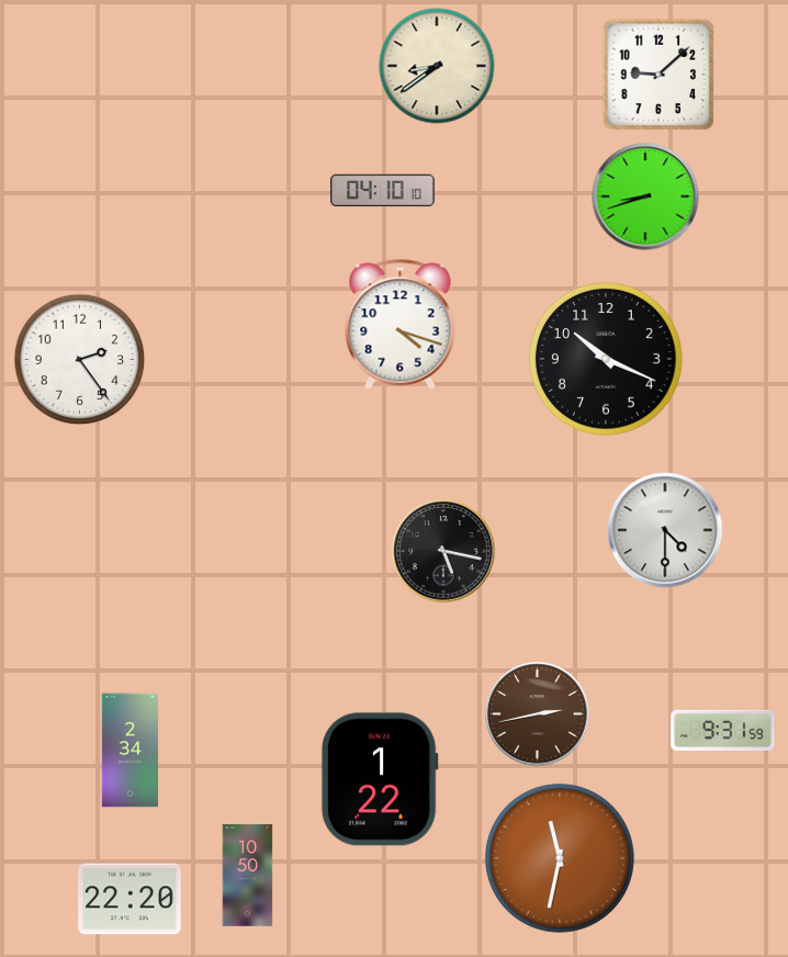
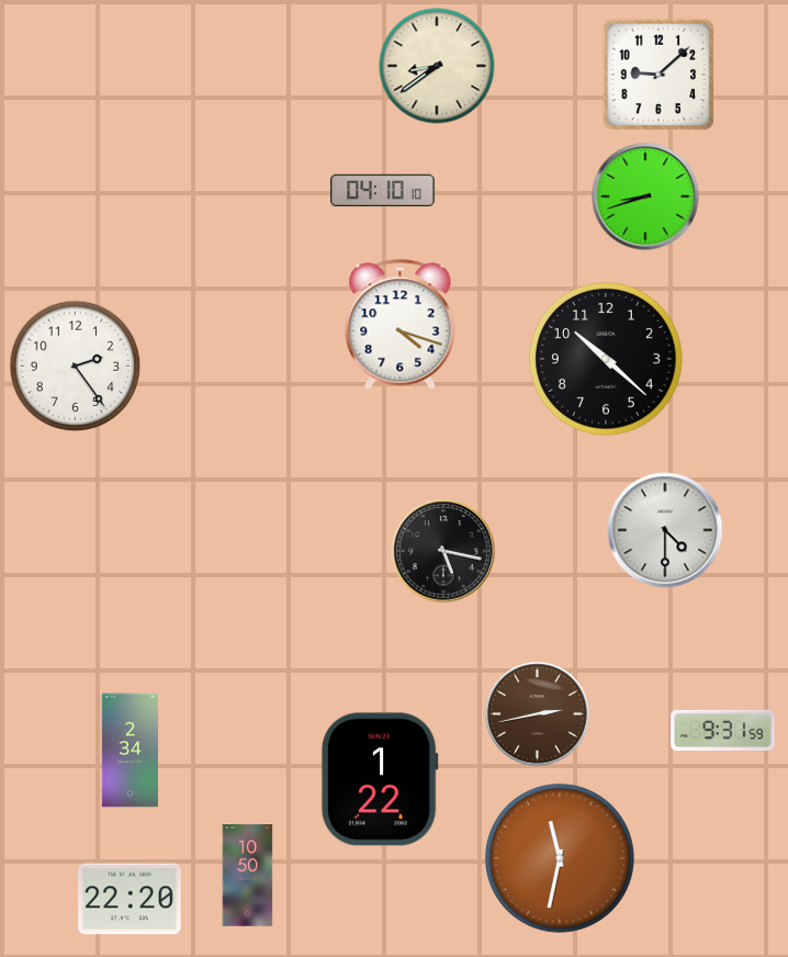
clock at (80, 360) position: (80, 360) -> (76, 367)
clock at (607, 360): 10:19 -> 10:22
